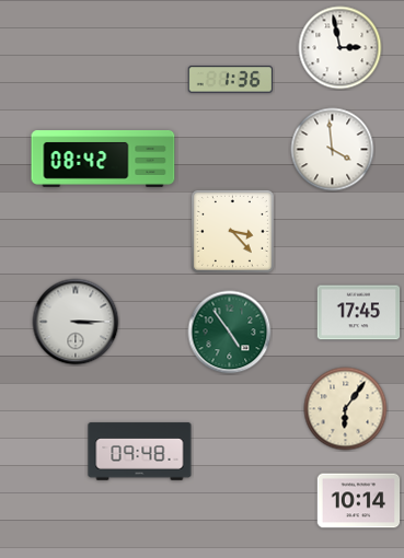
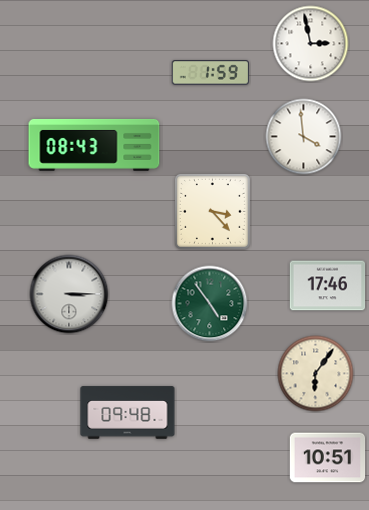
clock at (230, 80): 1:36 -> 1:59
clock at (103, 159): 08:42 -> 08:43
clock at (359, 313): 17:45 -> 17:46
clock at (359, 501): 10:14 -> 10:51
